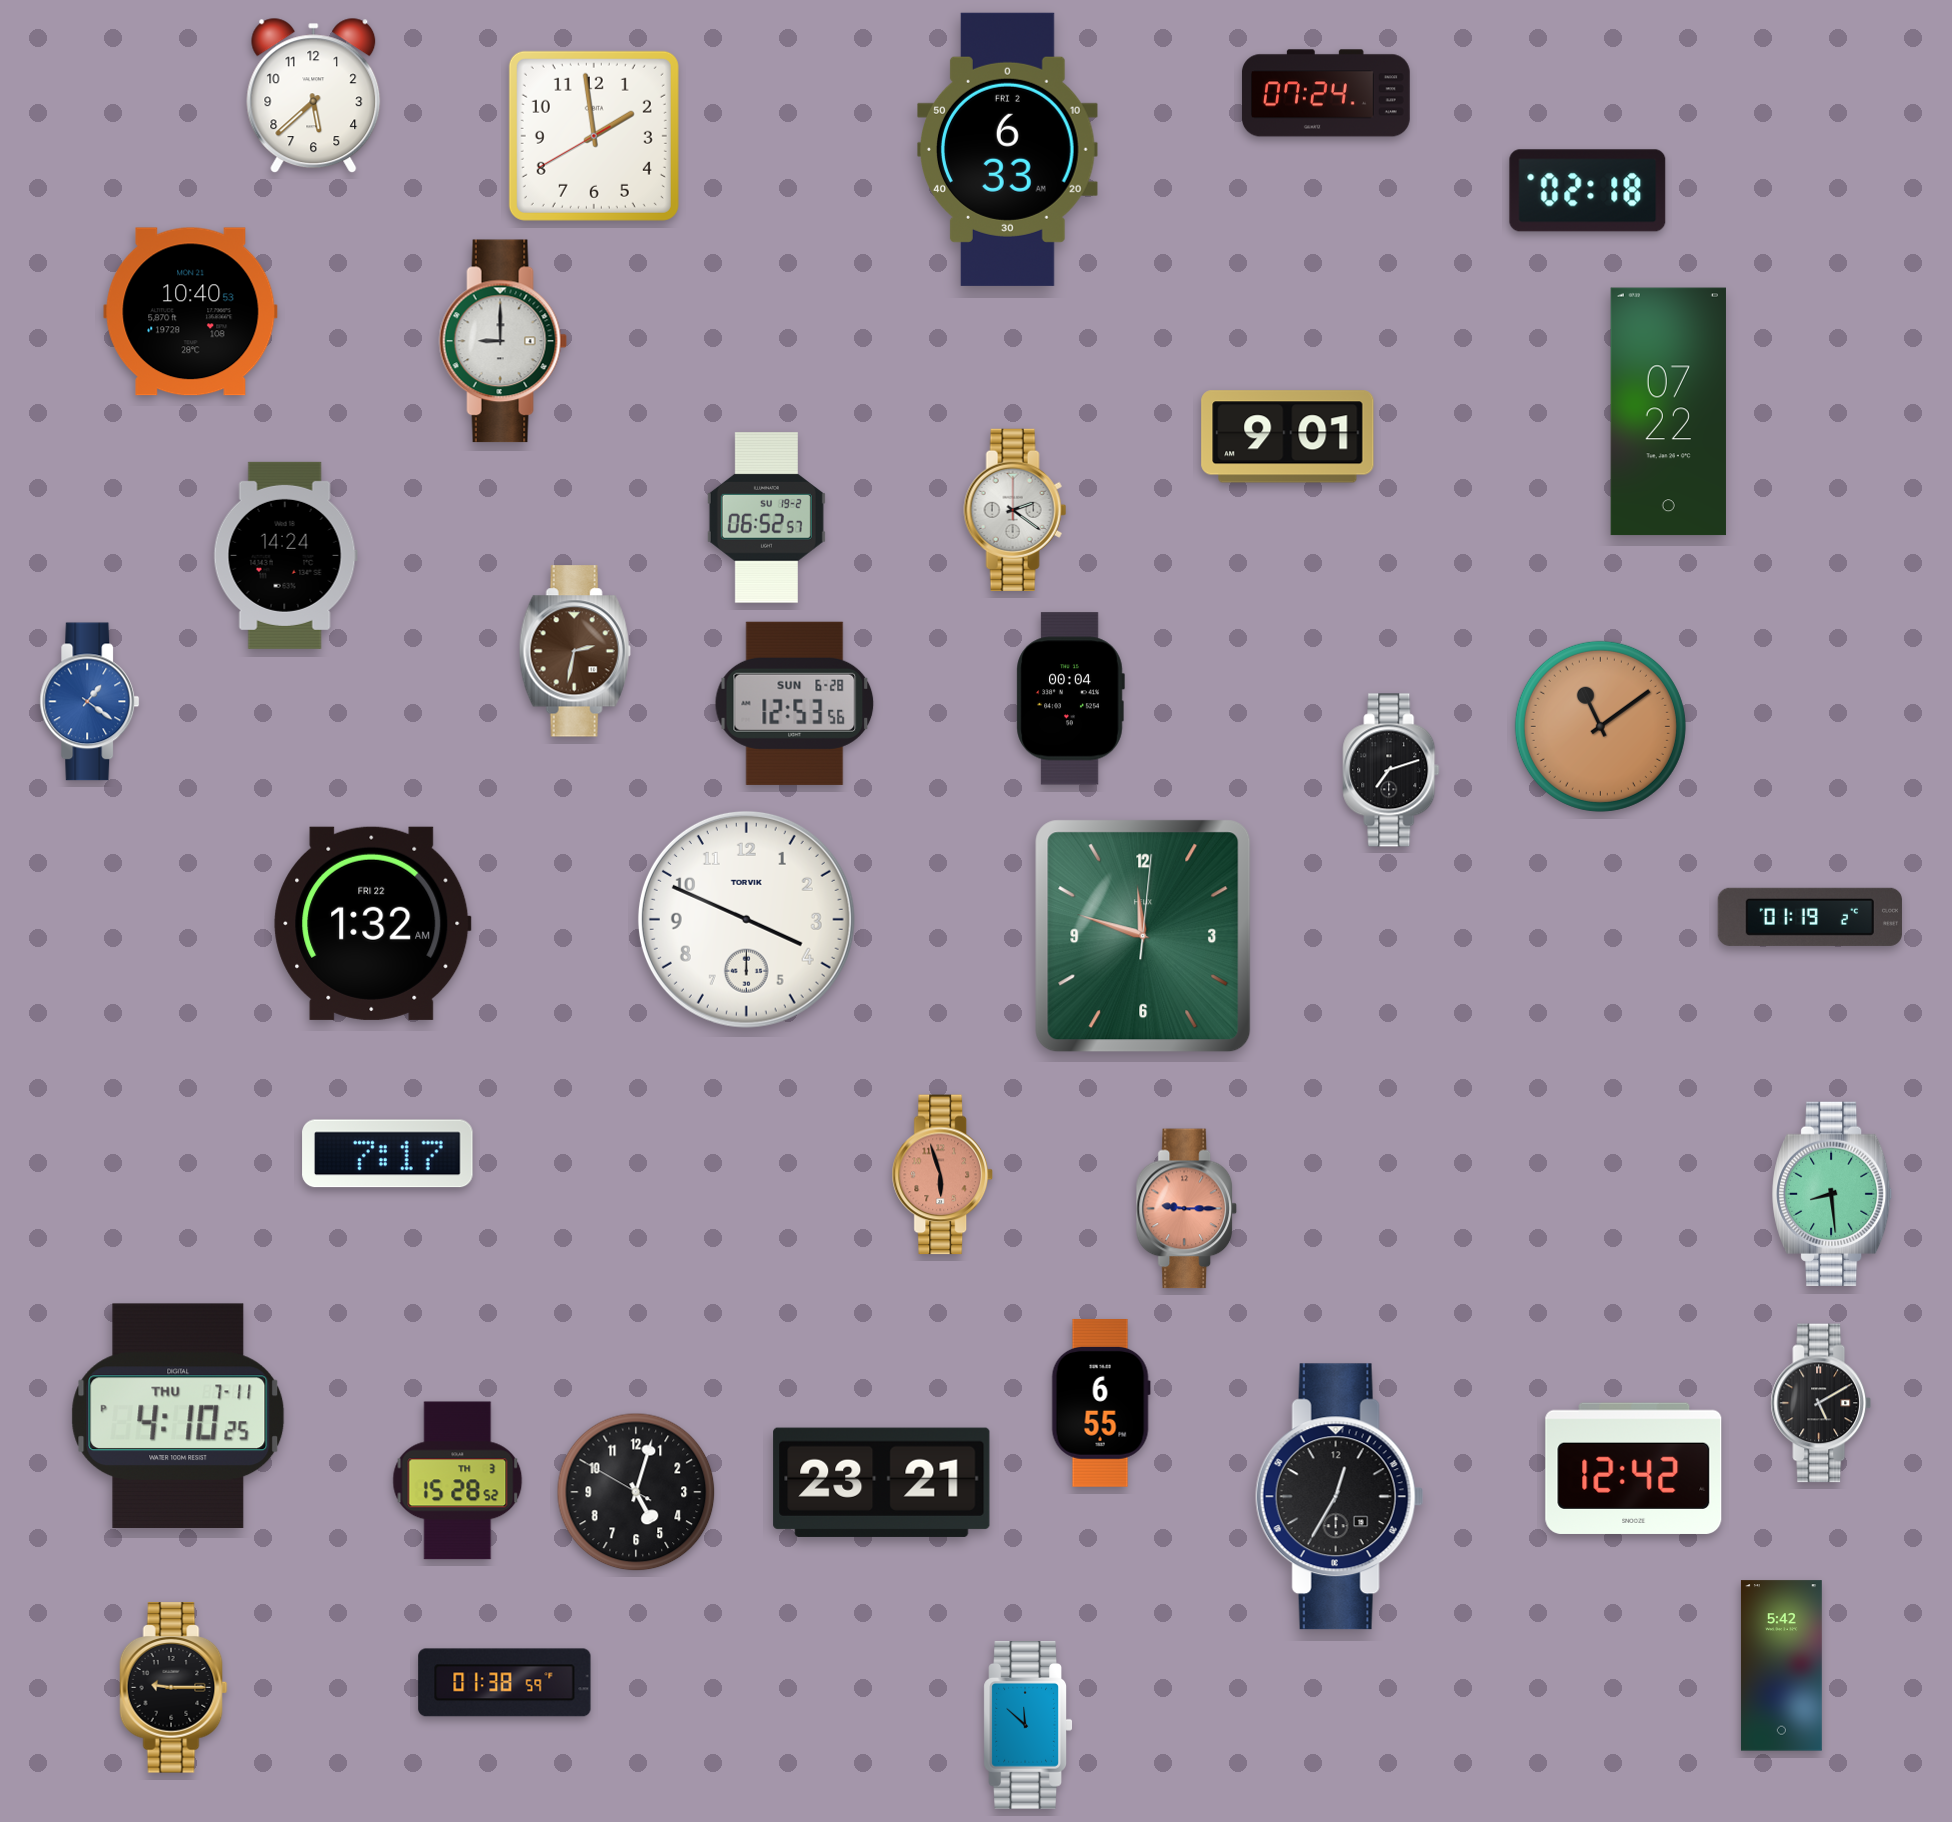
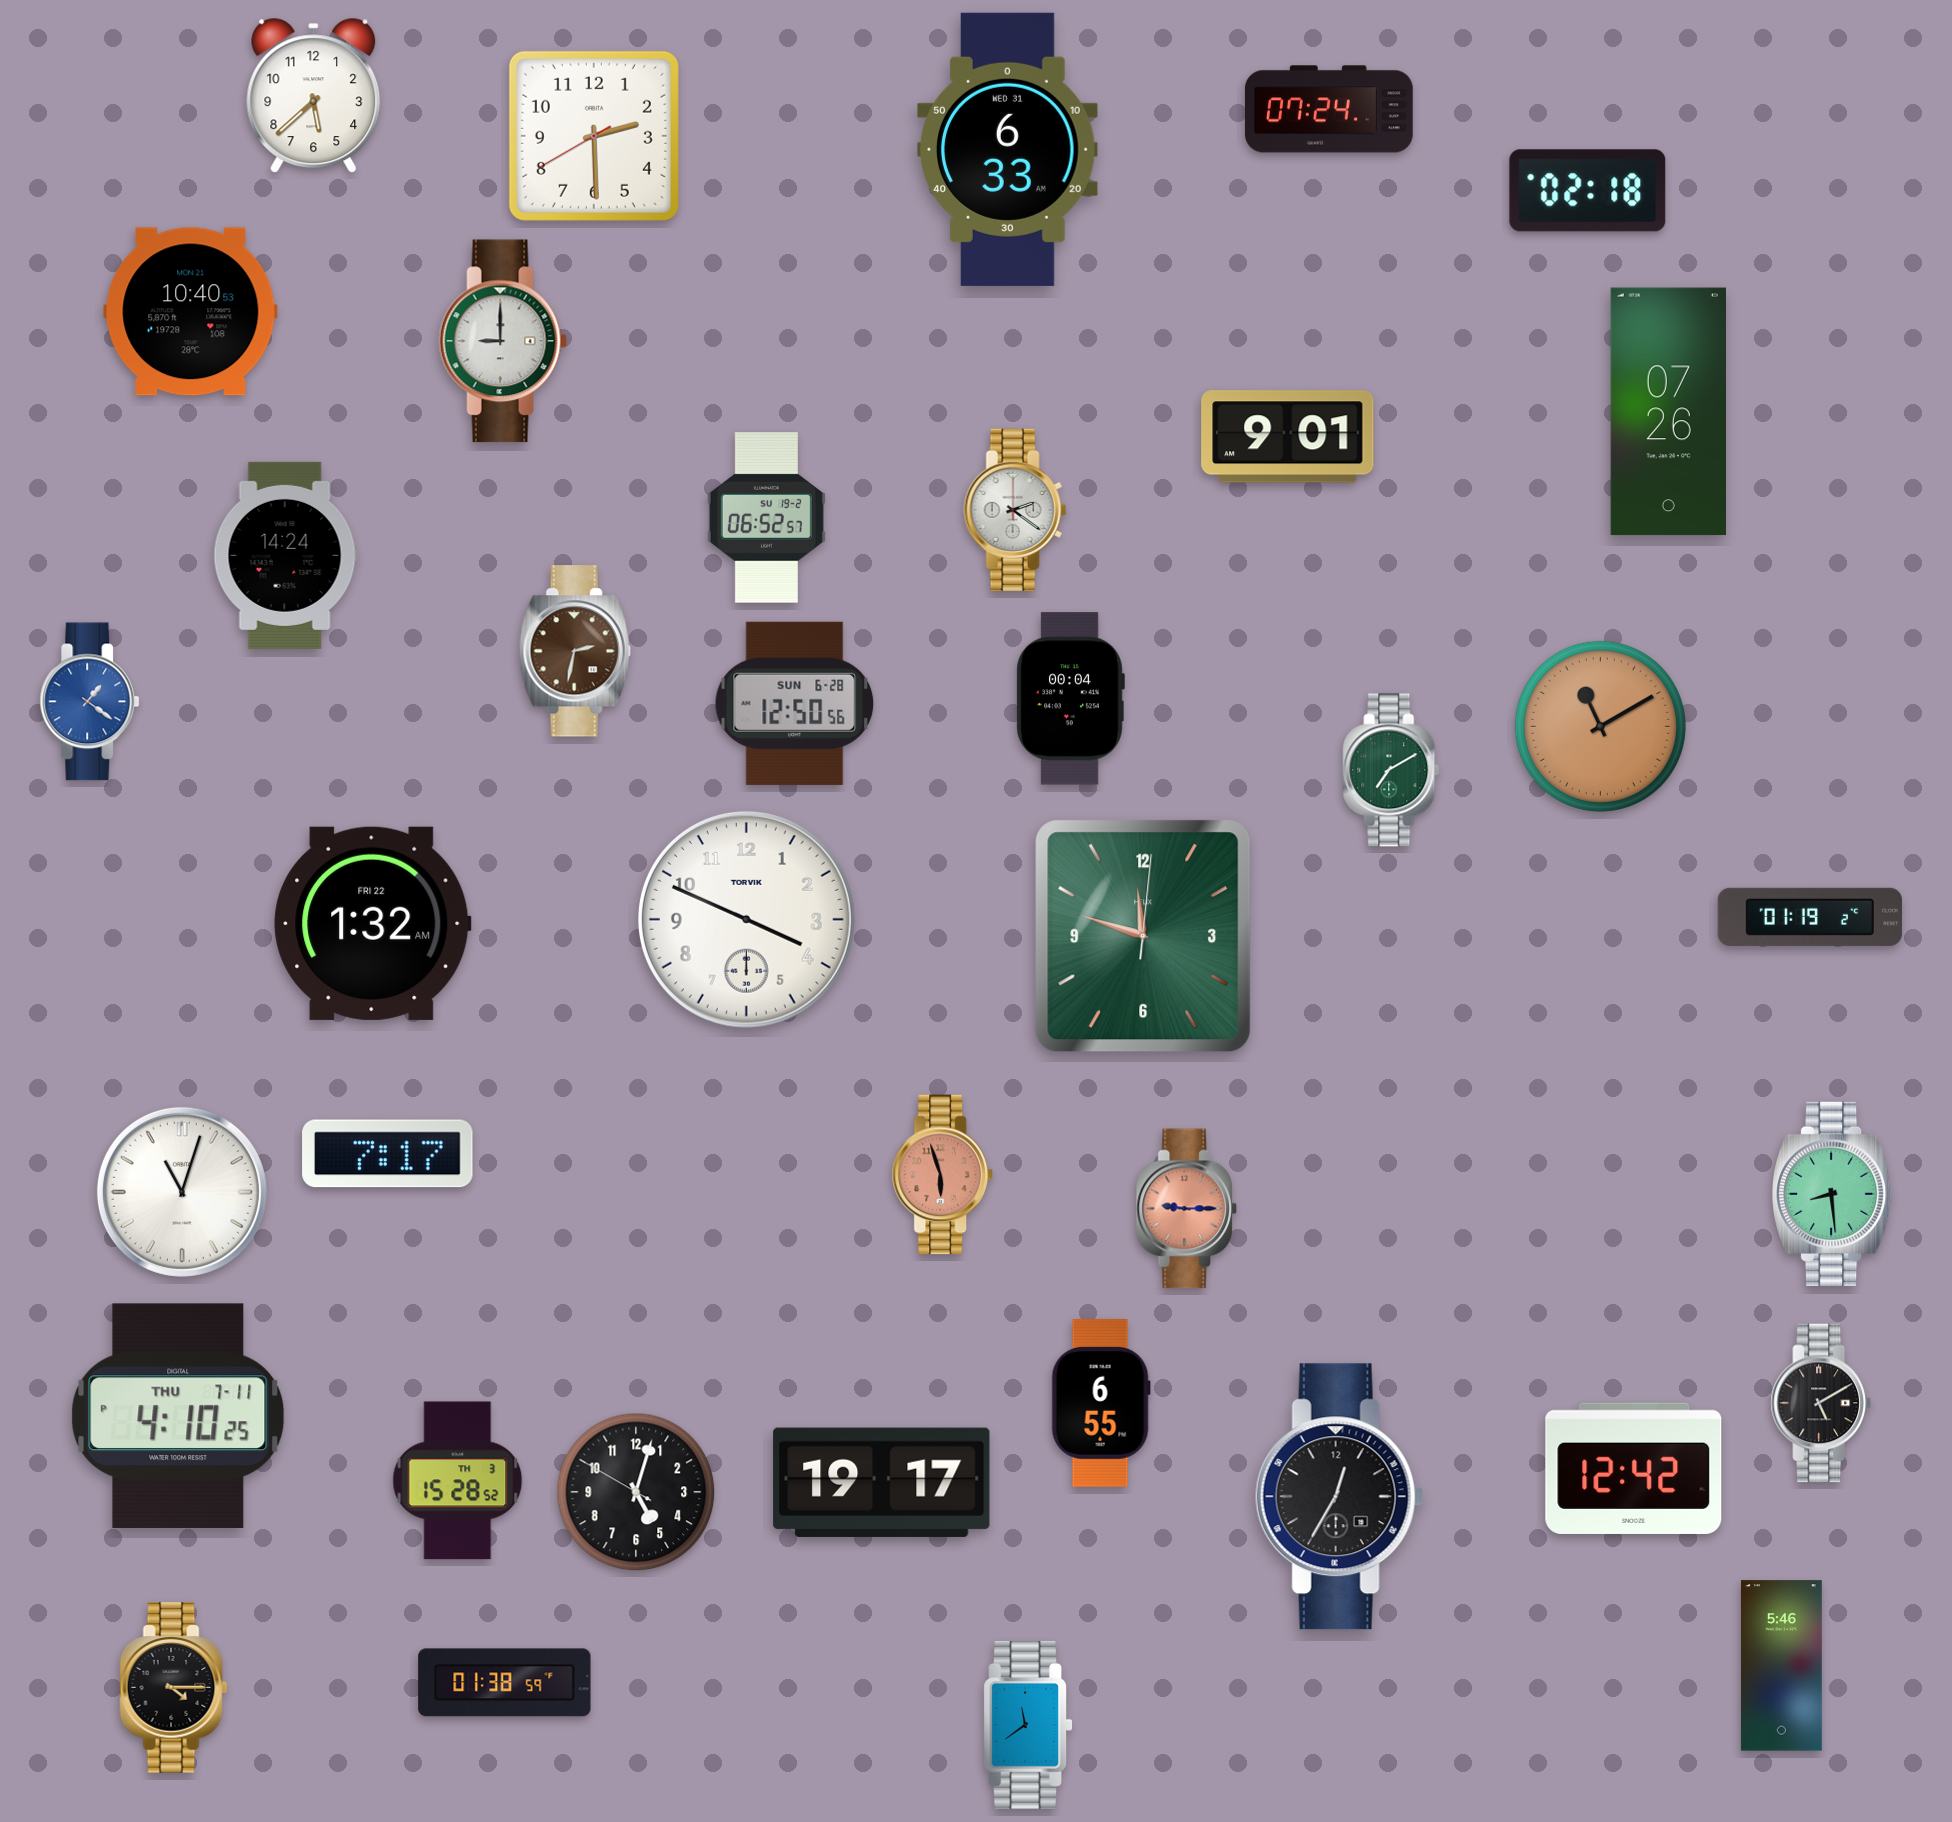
clock at (1326, 93) position: (1326, 93) -> (1329, 109)
clock at (594, 136): 1:58 -> 2:29
clock at (1008, 149) date: FRI 2 -> WED 31
clock at (1668, 412): 07:22 -> 07:26
clock at (795, 703): 12:53 -> 12:50
clock at (1600, 726): 11:09 -> 11:10
clock at (1391, 770): 7:12 -> 7:10
clock at (1391, 770) dial: black -> green
clock at (182, 1192): none -> 11:03
clock at (882, 1482): 23:21 -> 19:17
clock at (1781, 1666): 5:42 -> 5:46
clock at (174, 1688): 9:15 -> 4:15
clock at (1028, 1725): 11:52 -> 11:39
